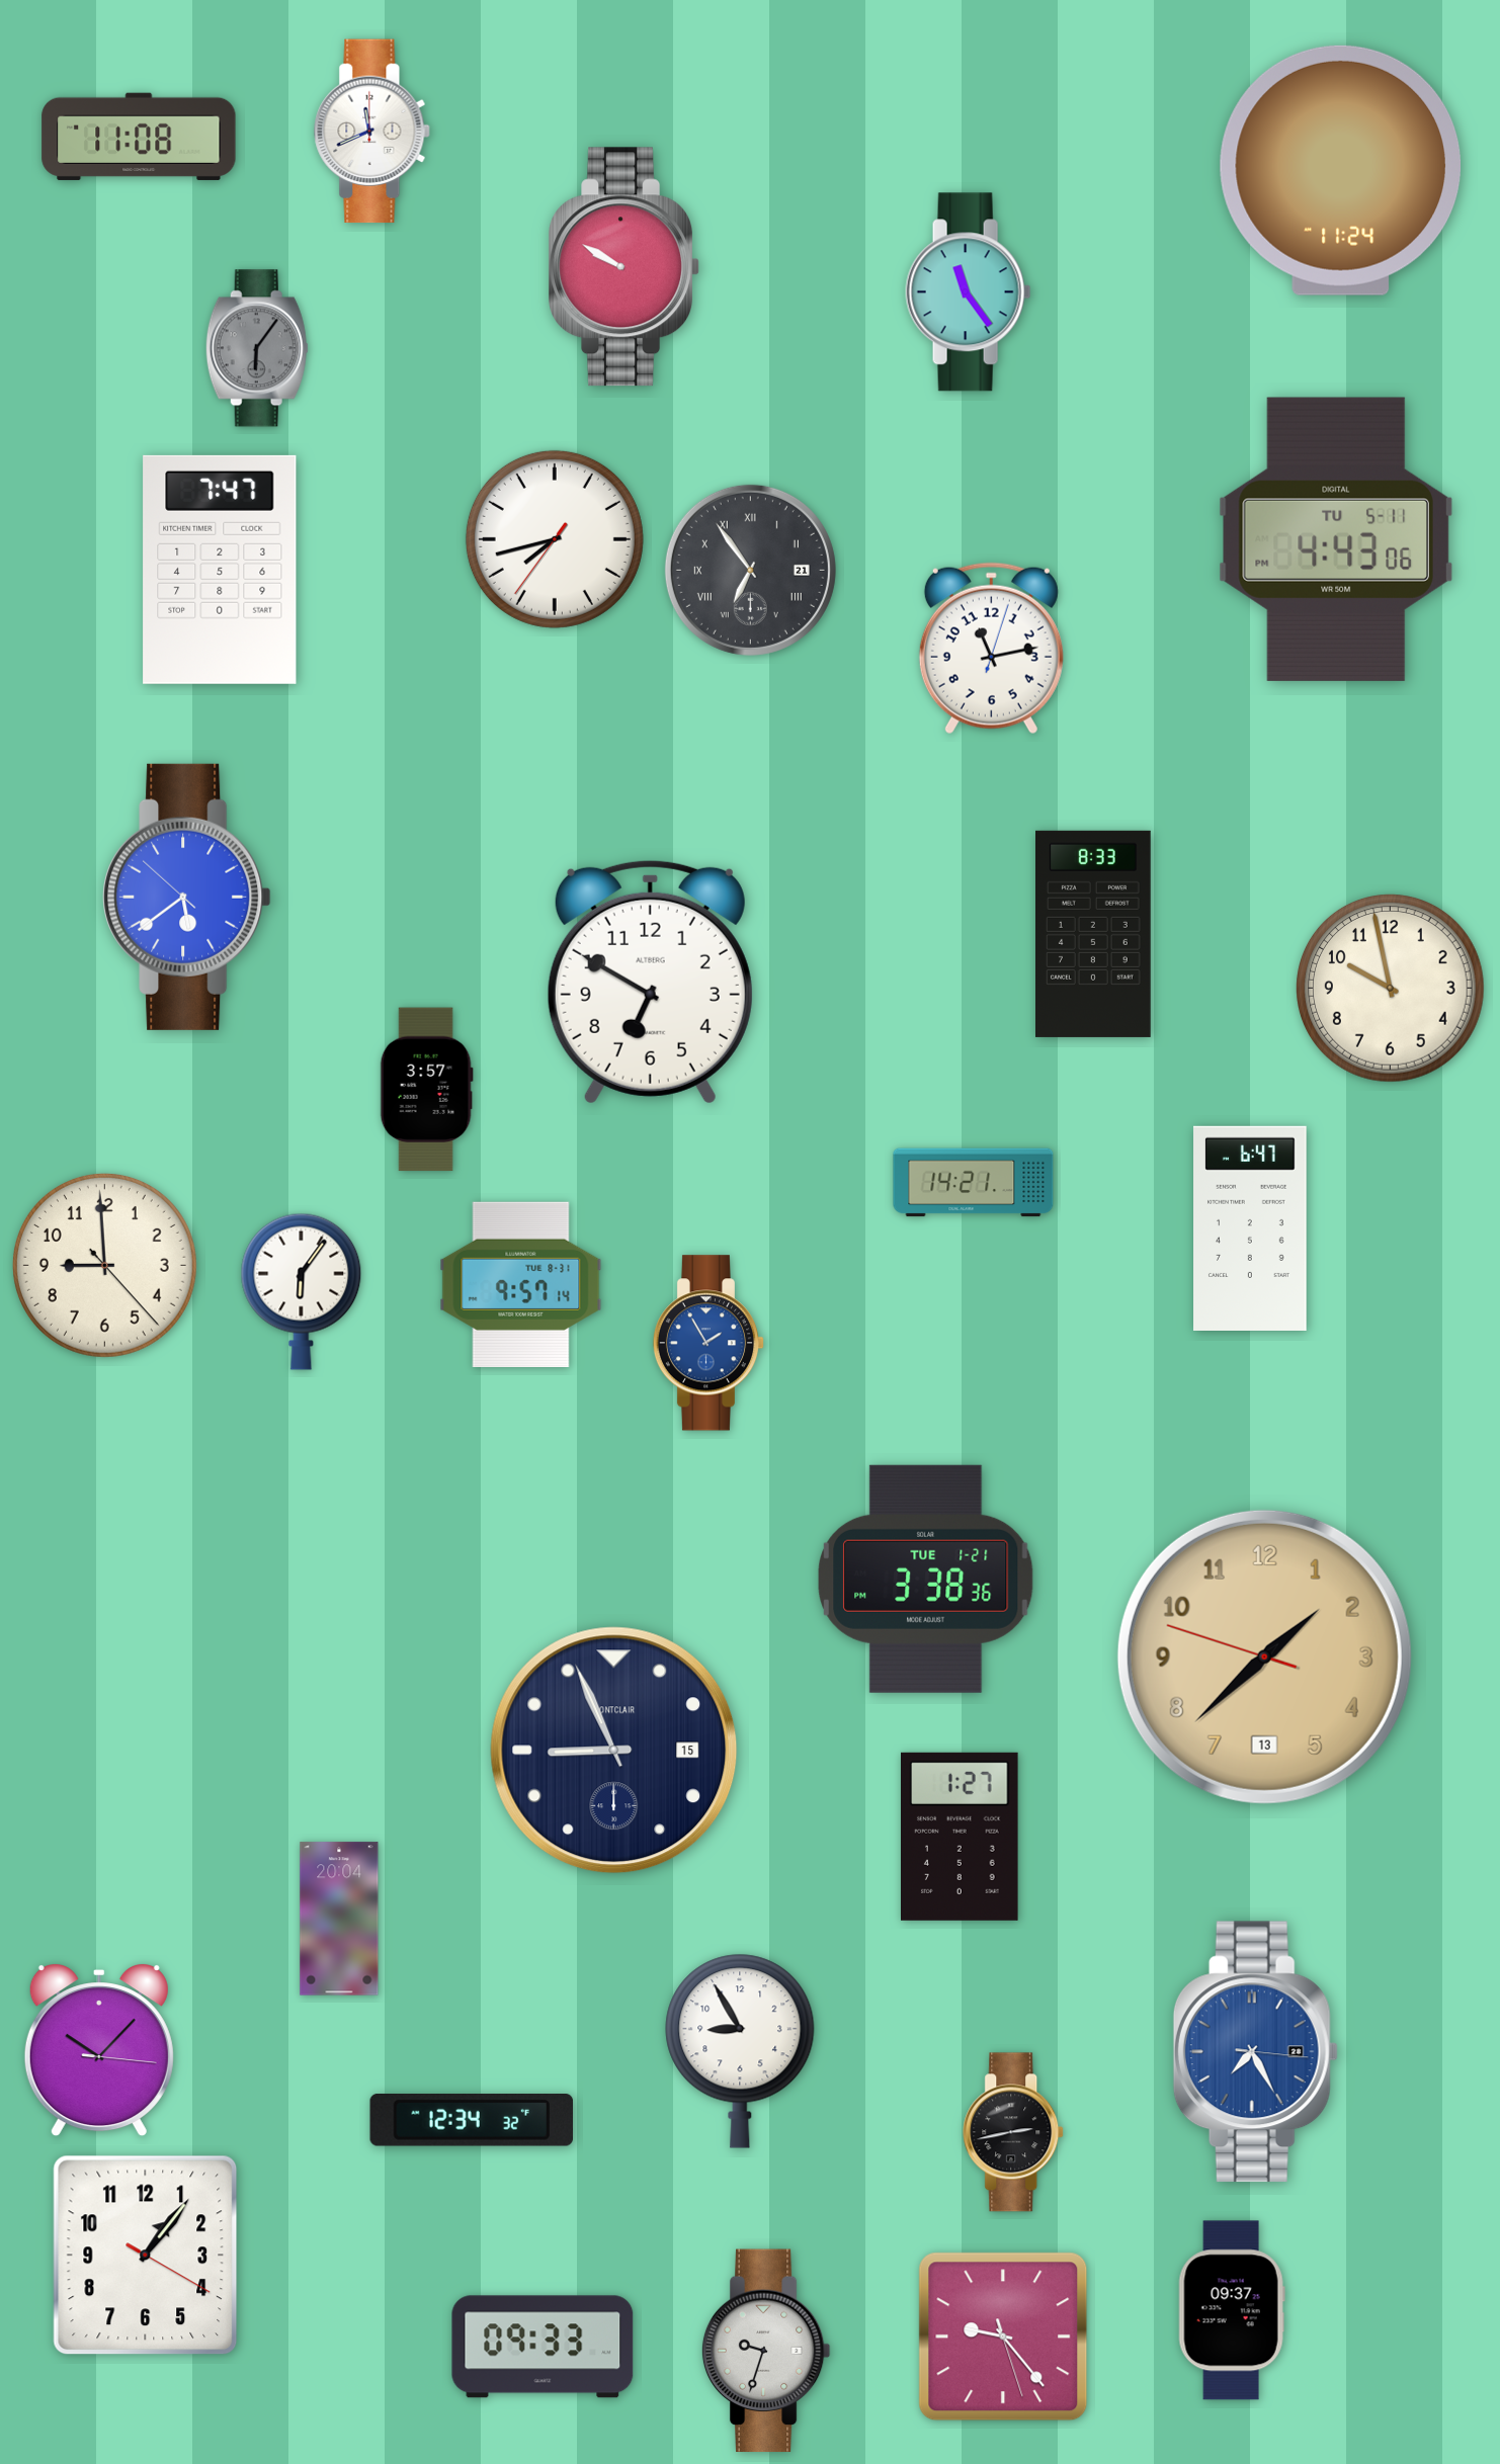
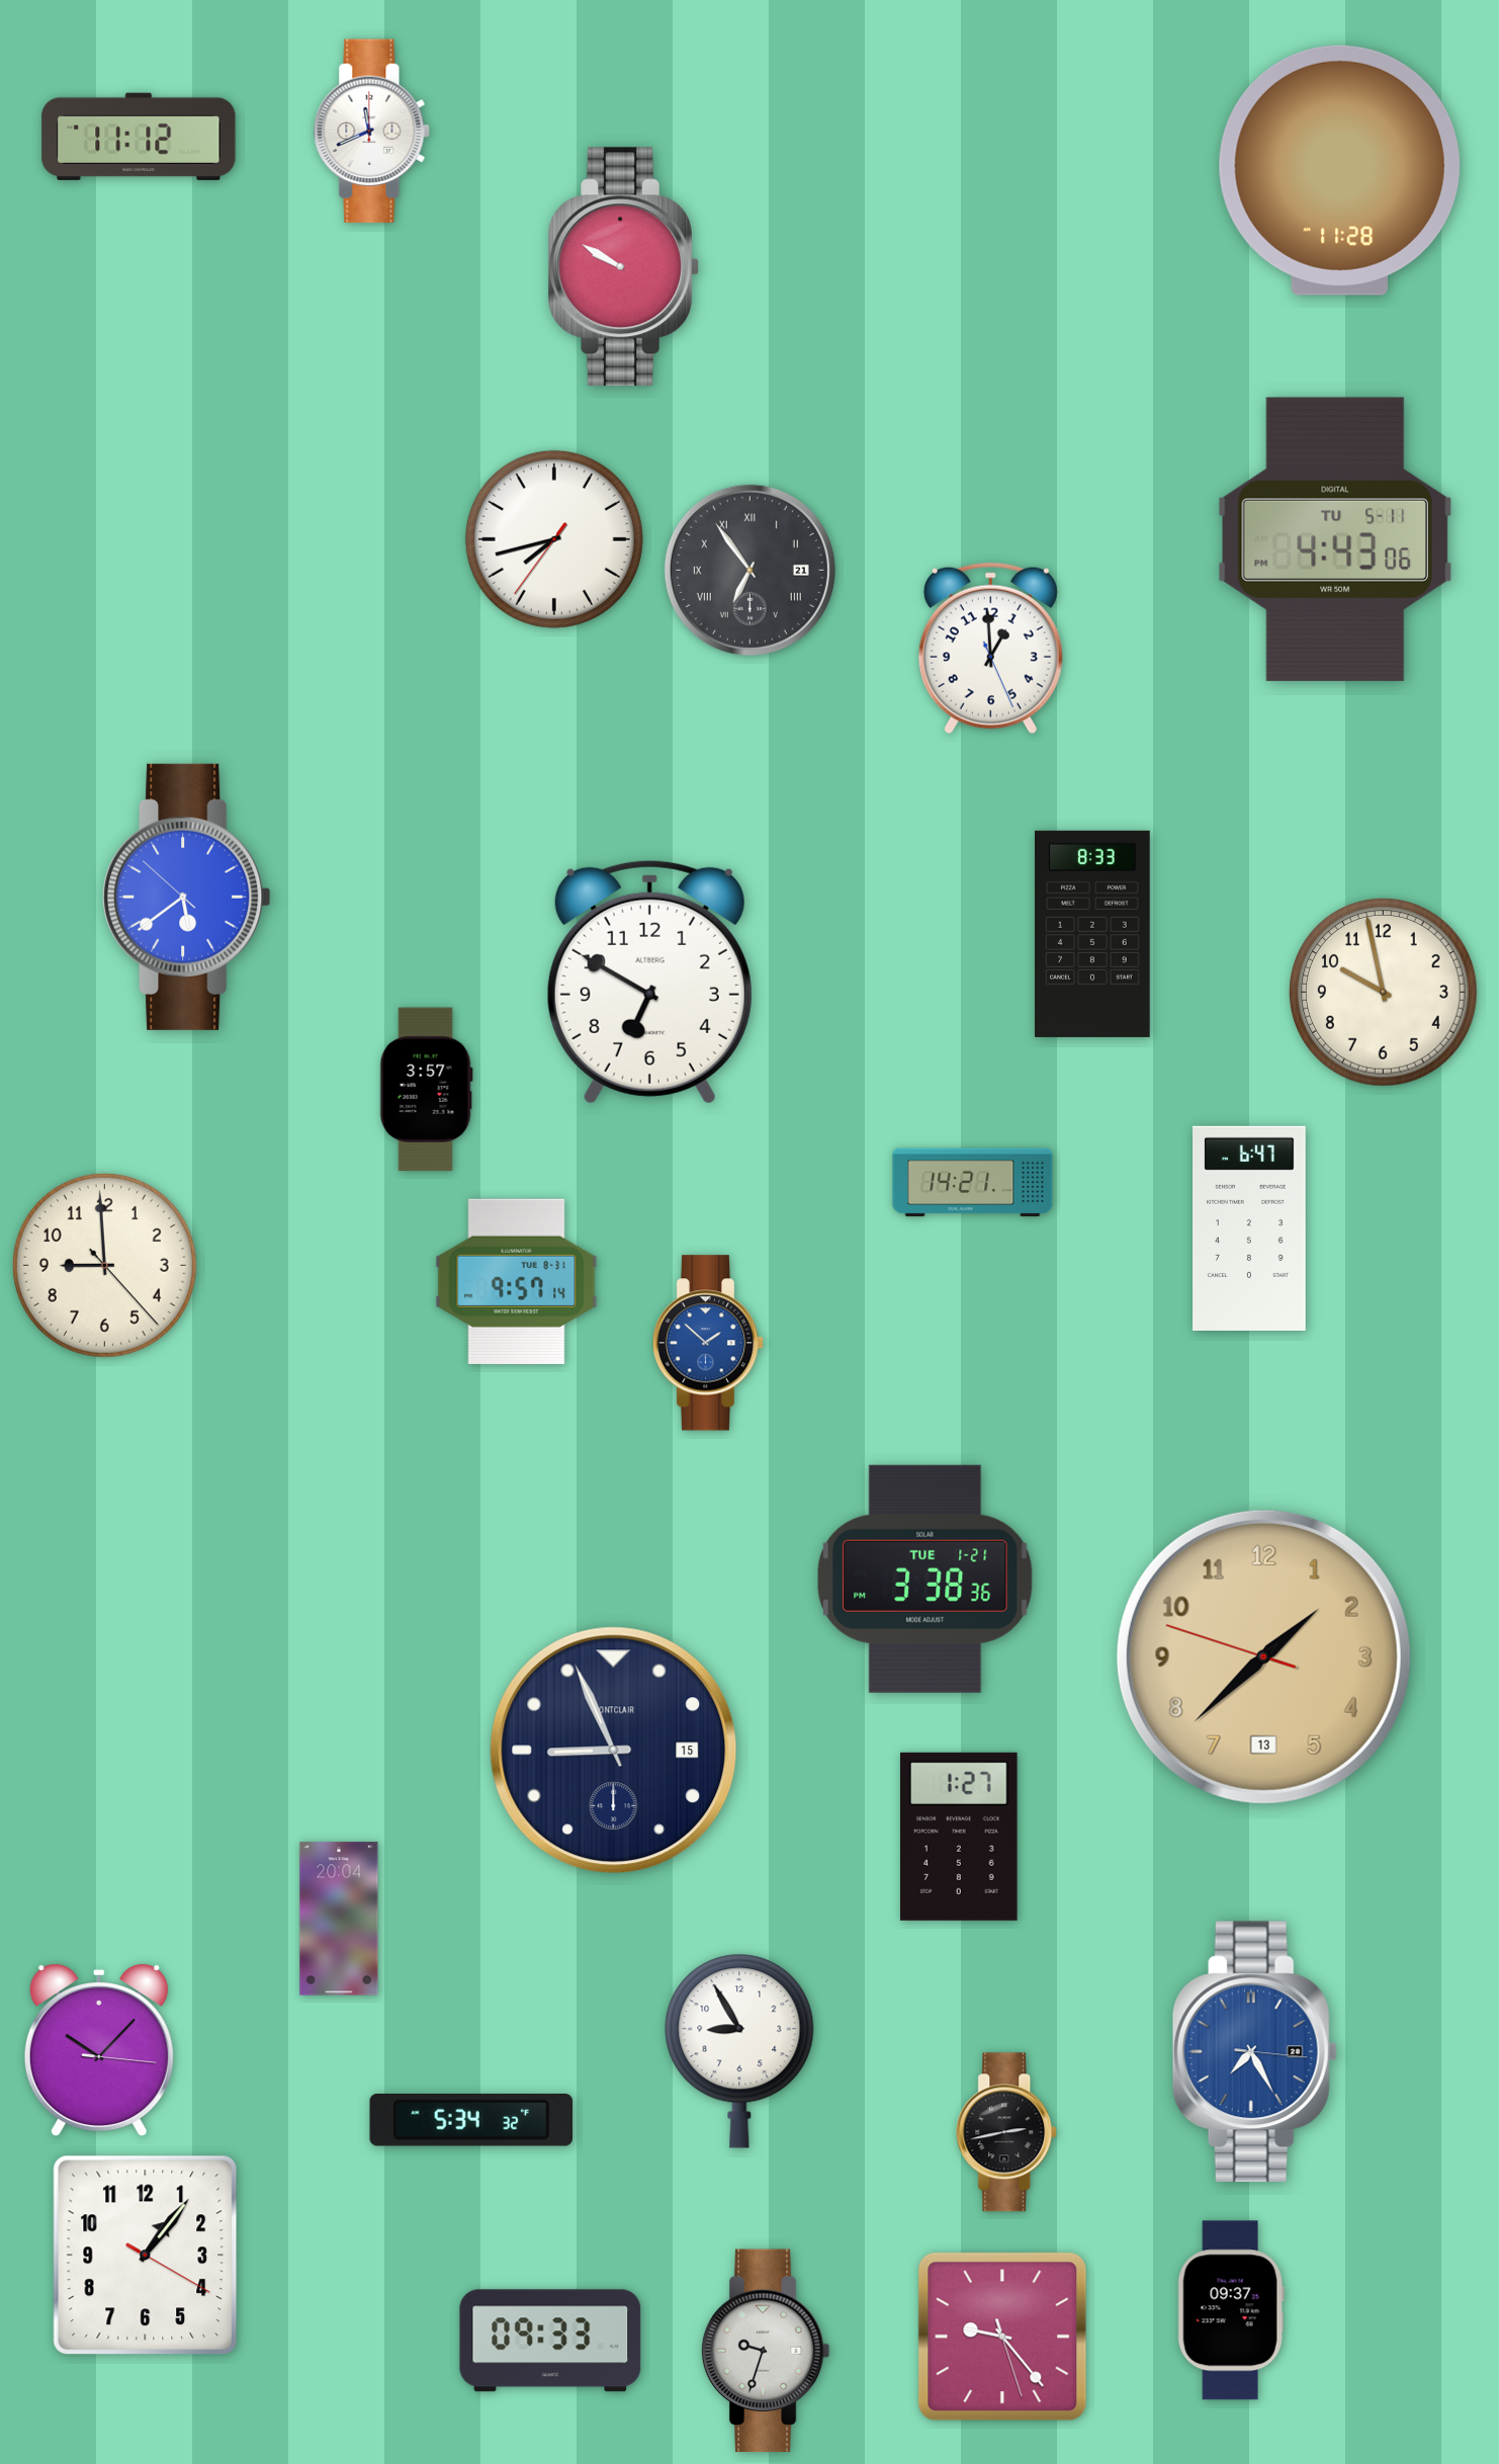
clock at (139, 137): 11:08 -> 11:12
clock at (1340, 170): 11:24 -> 11:28
clock at (969, 292): 11:24 -> none
clock at (257, 348): 6:06 -> none
clock at (220, 570): 7:47 -> none
clock at (991, 649): 11:13 -> 12:59
clock at (1391, 989) position: (1391, 989) -> (1384, 993)
clock at (521, 1284) position: (521, 1284) -> (517, 1281)
clock at (302, 1291): 6:06 -> none
clock at (709, 1343): 1:55 -> 1:52
clock at (471, 2121): 12:34 -> 5:34
clock at (1014, 2132) position: (1014, 2132) -> (1007, 2132)
clock at (543, 2347) position: (543, 2347) -> (550, 2341)
